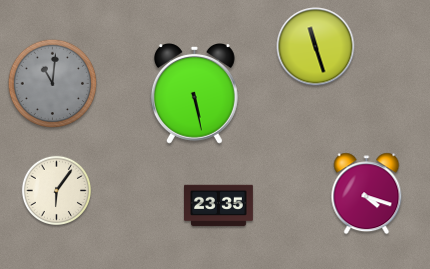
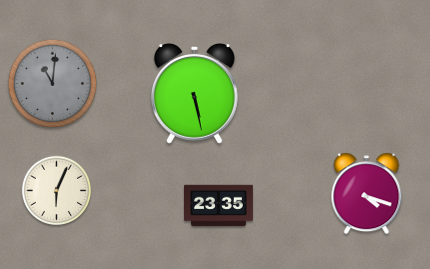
clock at (316, 47): 11:27 -> none
clock at (56, 190): 6:06 -> 6:04
